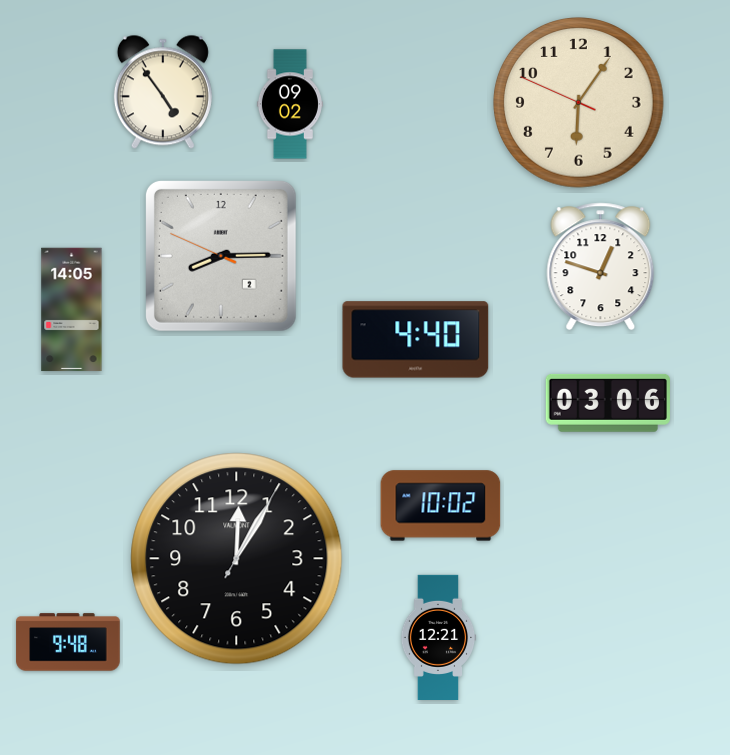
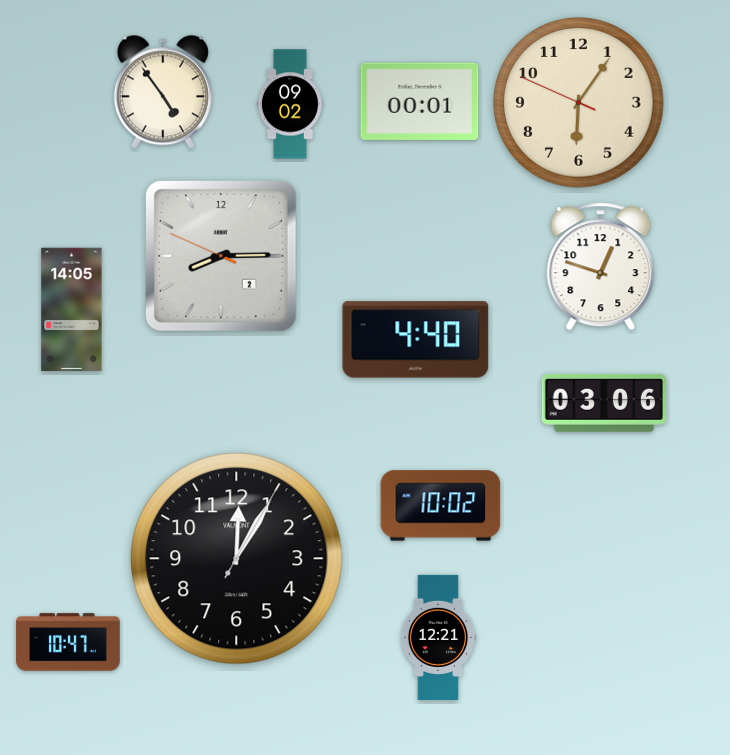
clock at (420, 101): none -> 00:01
clock at (608, 403) position: (608, 403) -> (604, 403)
clock at (68, 642): 9:48 -> 10:47
